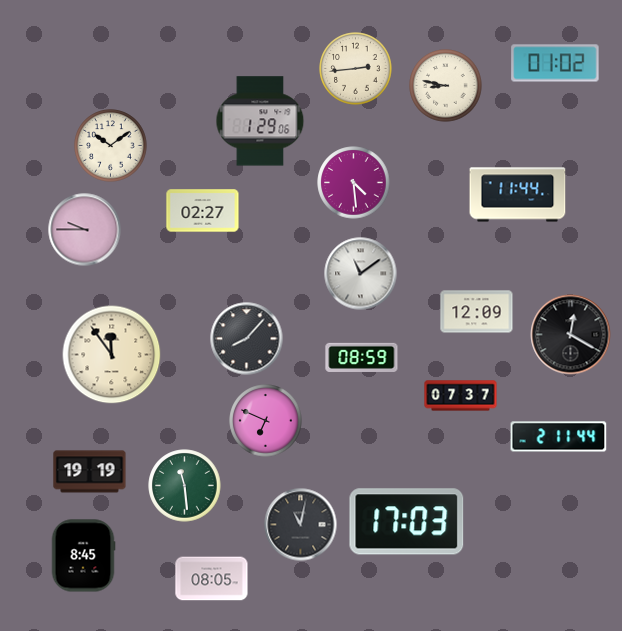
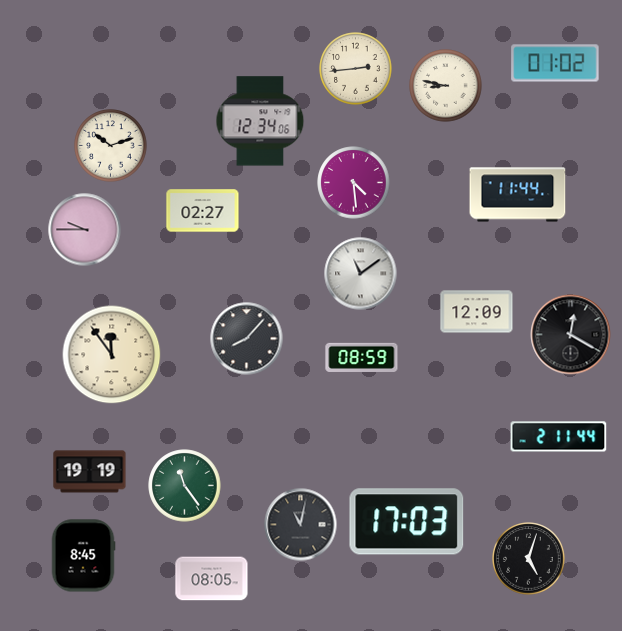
clock at (260, 121): 1:29 -> 12:34
clock at (111, 146): 10:09 -> 10:12
clock at (461, 396): 07:37 -> none
clock at (266, 421): 6:49 -> none
clock at (185, 486): 11:29 -> 11:24
clock at (529, 559): none -> 5:03
